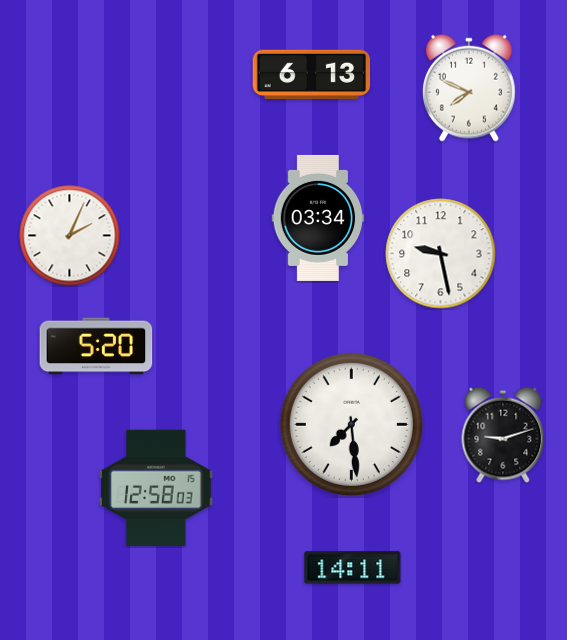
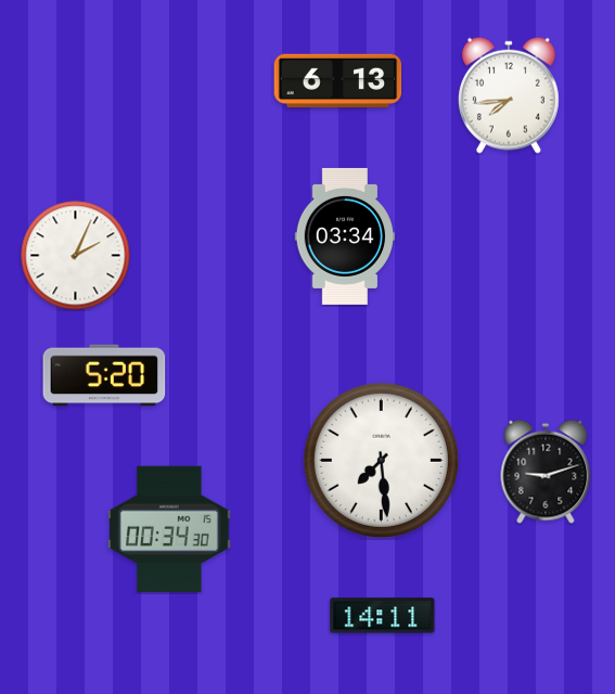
clock at (469, 88): 7:49 -> 7:44
clock at (441, 254): 9:28 -> none
clock at (156, 488): 12:58 -> 00:34
